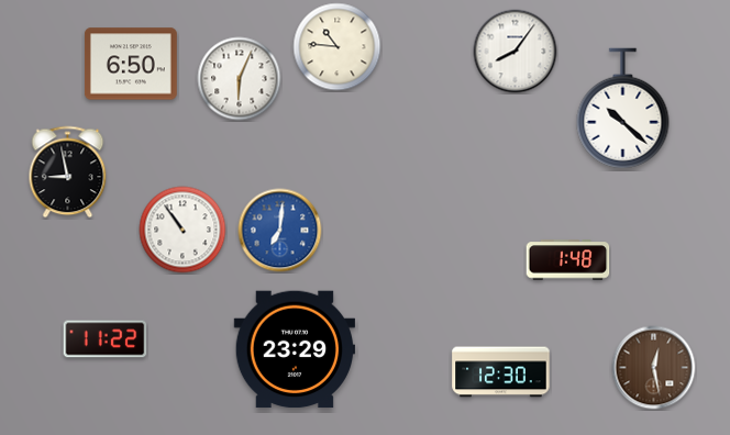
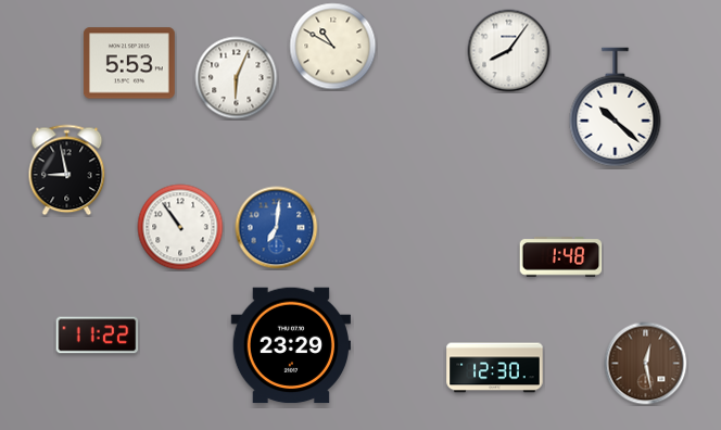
clock at (338, 47): 10:46 -> 10:50
clock at (131, 64): 6:50 -> 5:53
clock at (106, 339) position: (106, 339) -> (98, 336)
